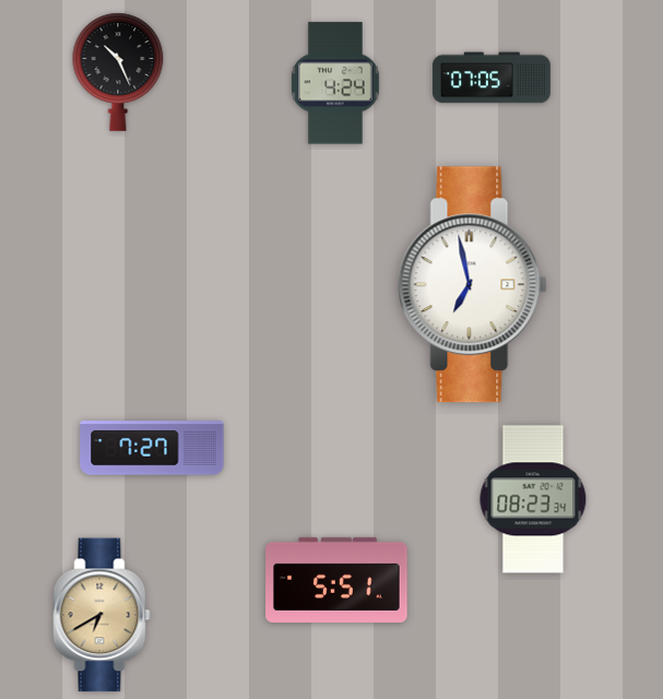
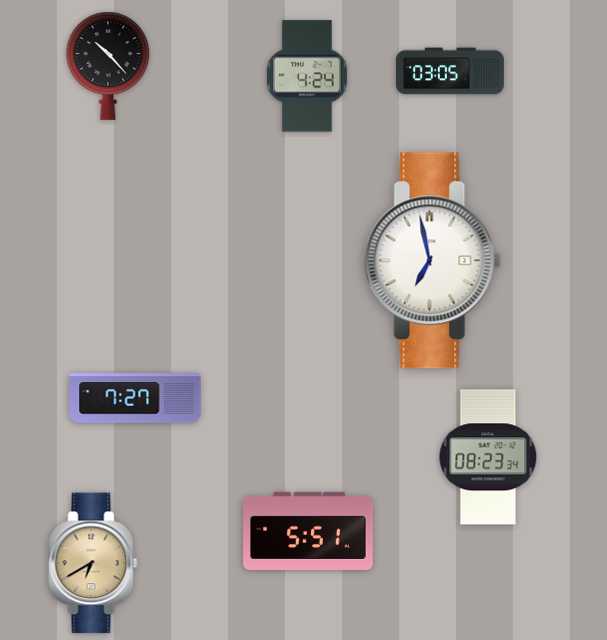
clock at (118, 72): 10:26 -> 10:23
clock at (492, 78): 07:05 -> 03:05
clock at (152, 448) position: (152, 448) -> (135, 398)
